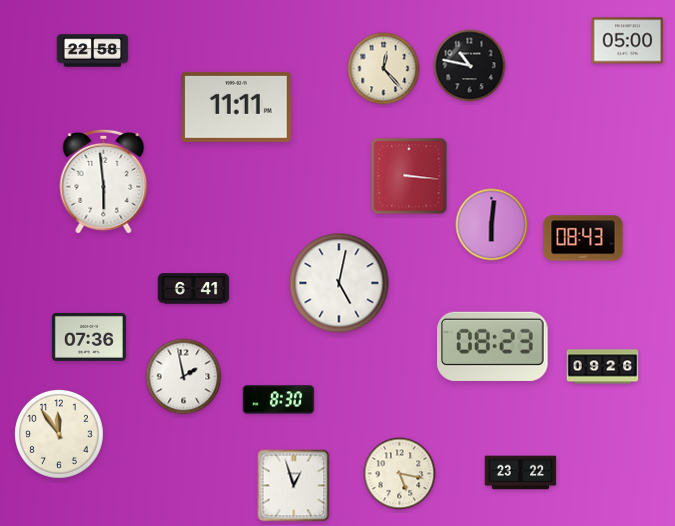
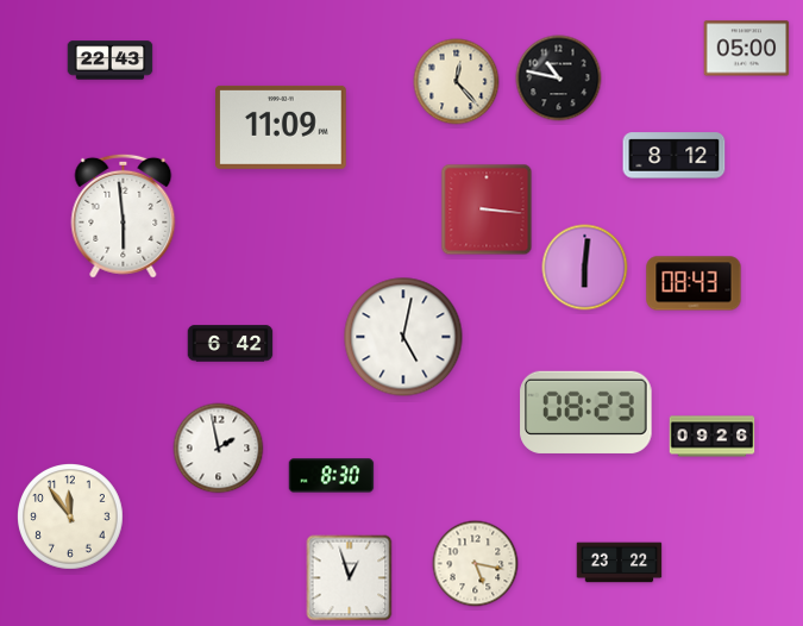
clock at (93, 51): 22:58 -> 22:43
clock at (237, 107): 11:11 -> 11:09
clock at (675, 156): none -> 8:12
clock at (194, 289): 6:41 -> 6:42
clock at (89, 337): 07:36 -> none
clock at (603, 367) position: (603, 367) -> (713, 437)
